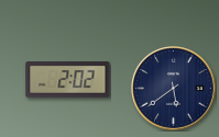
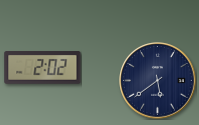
clock at (68, 80) position: (68, 80) -> (43, 68)
